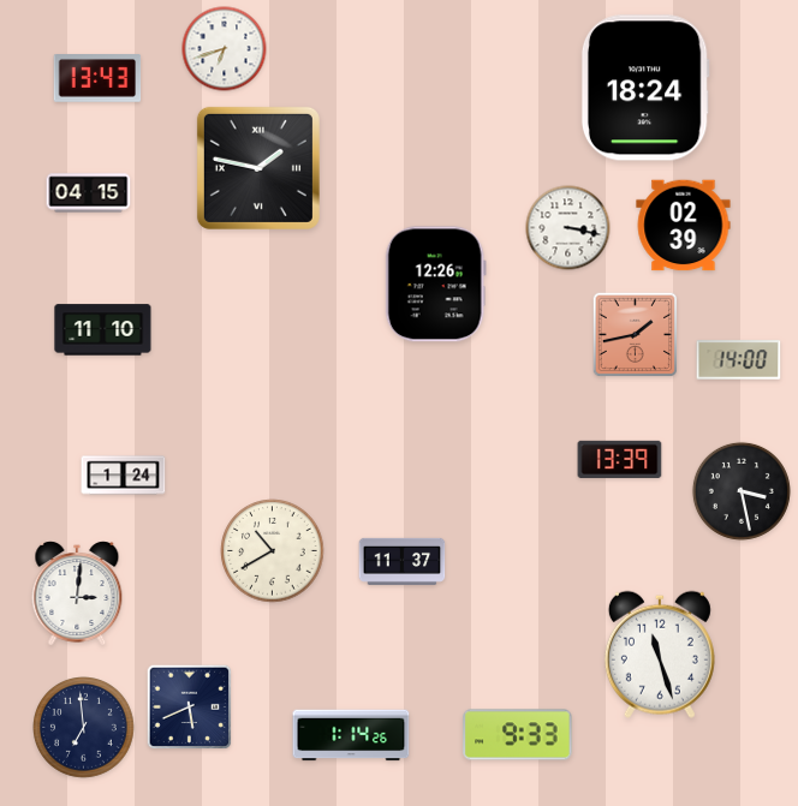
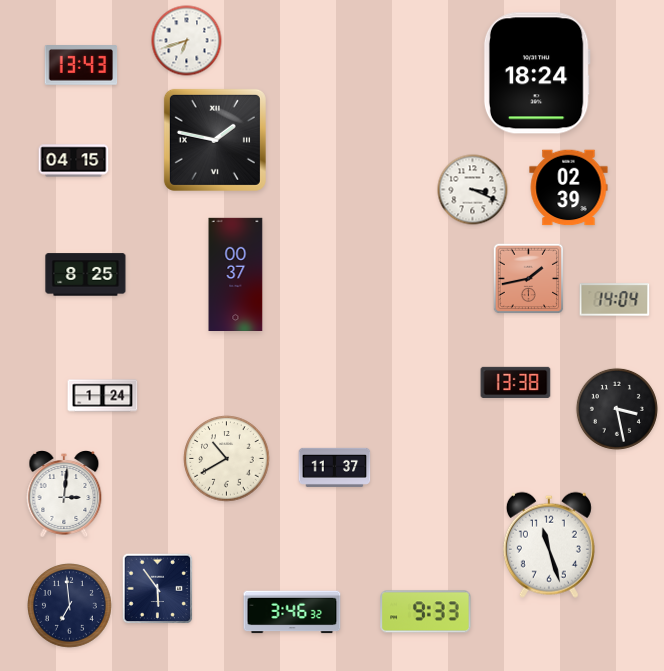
clock at (568, 228): 3:17 -> 3:19
clock at (435, 285): 12:26 -> none
clock at (236, 274): none -> 00:37
clock at (103, 330): 11:10 -> 8:25
clock at (739, 360): 14:00 -> 14:04
clock at (620, 459): 13:39 -> 13:38
clock at (190, 708): 5:41 -> 5:54
clock at (351, 735): 1:14 -> 3:46
clock at (518, 735) position: (518, 735) -> (426, 612)
